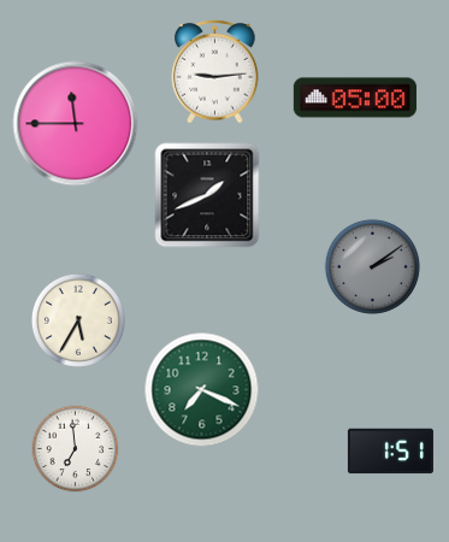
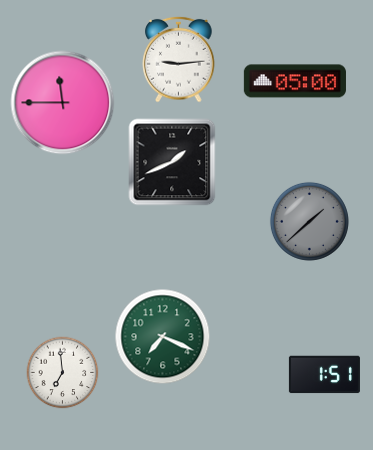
clock at (372, 266): 2:09 -> 1:38
clock at (78, 320): 5:35 -> none
clock at (202, 390) position: (202, 390) -> (163, 337)
